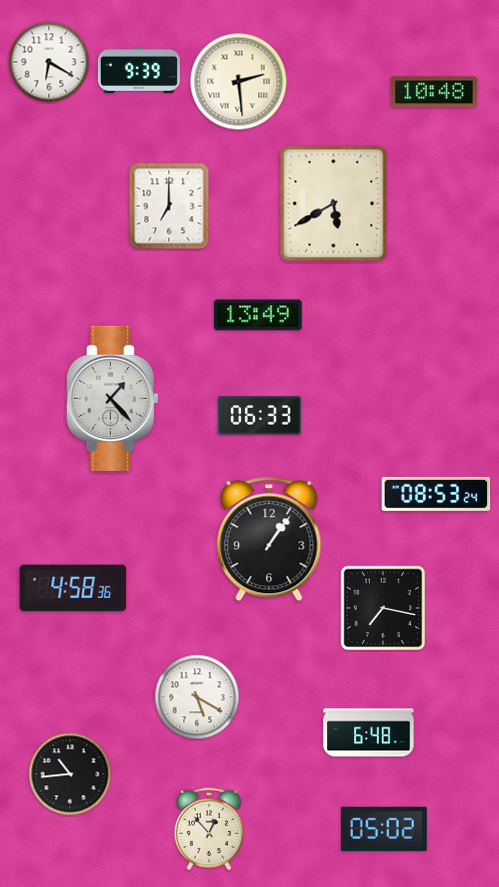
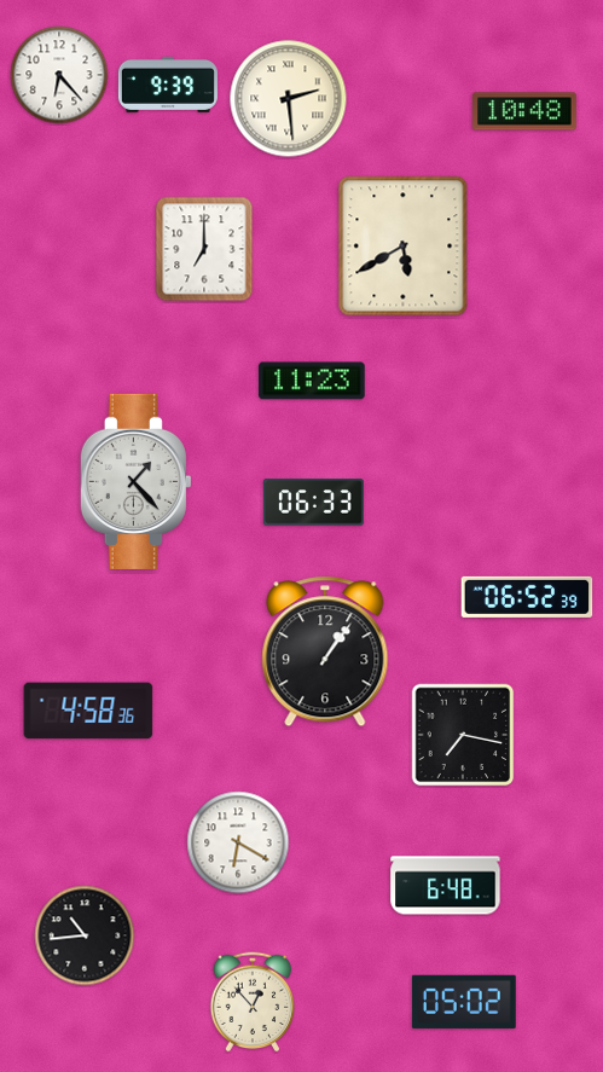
clock at (49, 62): 6:20 -> 6:23
clock at (258, 315): 13:49 -> 11:23
clock at (436, 494): 08:53 -> 06:52
clock at (197, 697): 5:20 -> 6:20
